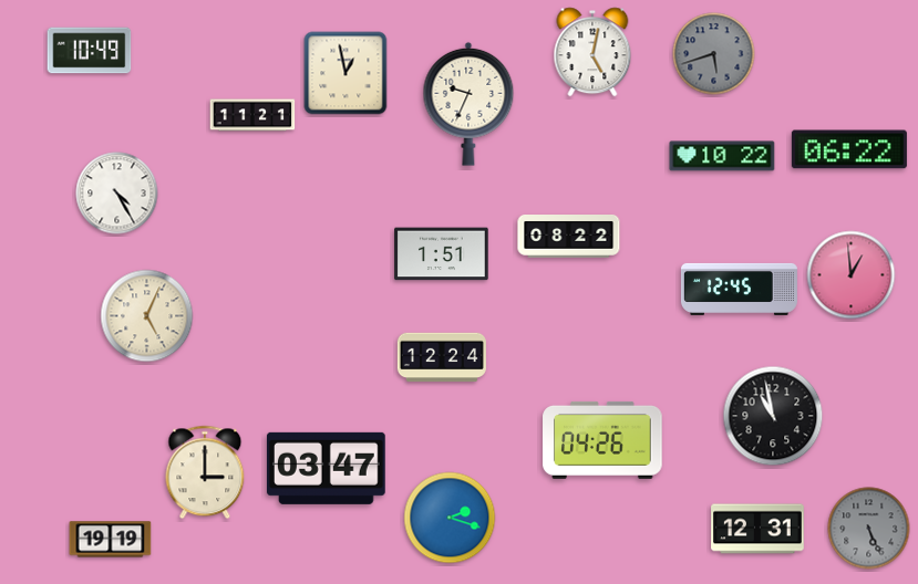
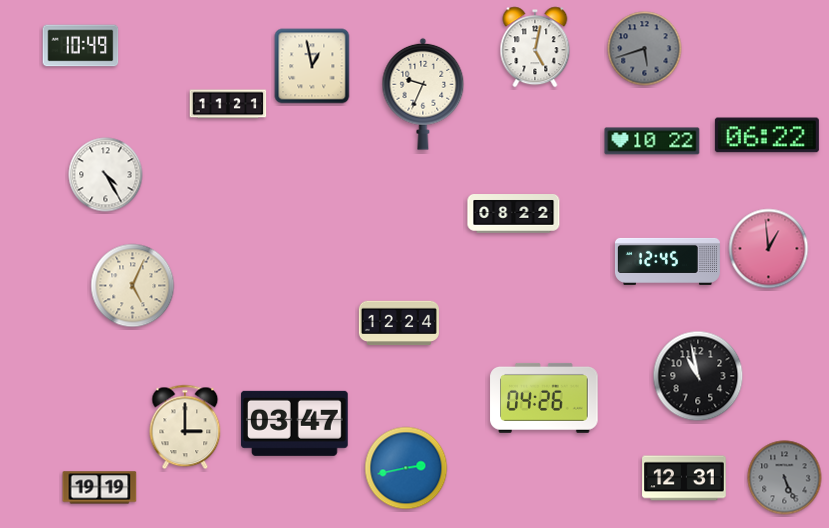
clock at (442, 254): 1:51 -> none
clock at (450, 518): 2:18 -> 2:43
